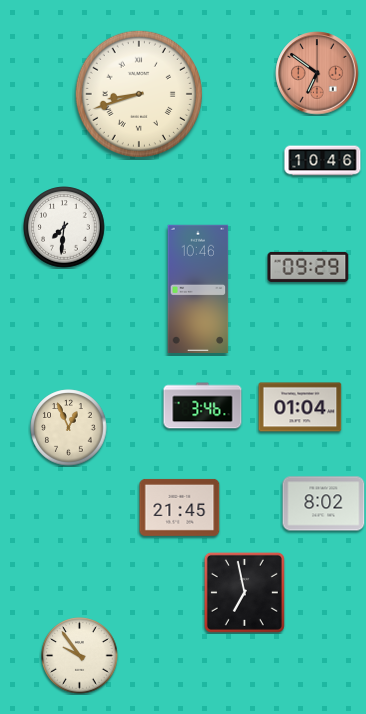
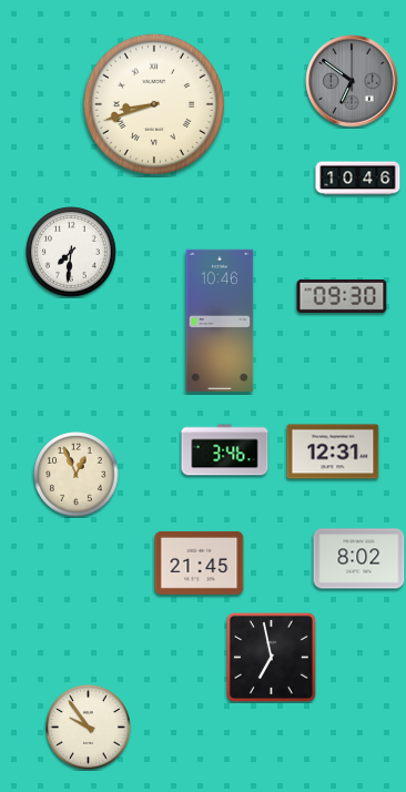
clock at (317, 73) dial: salmon -> grey
clock at (308, 267): 09:29 -> 09:30
clock at (300, 407): 01:04 -> 12:31
